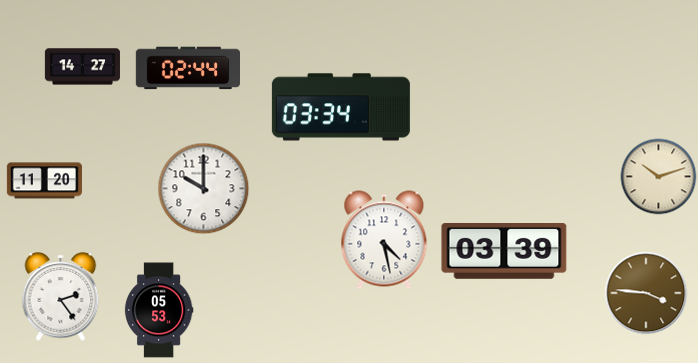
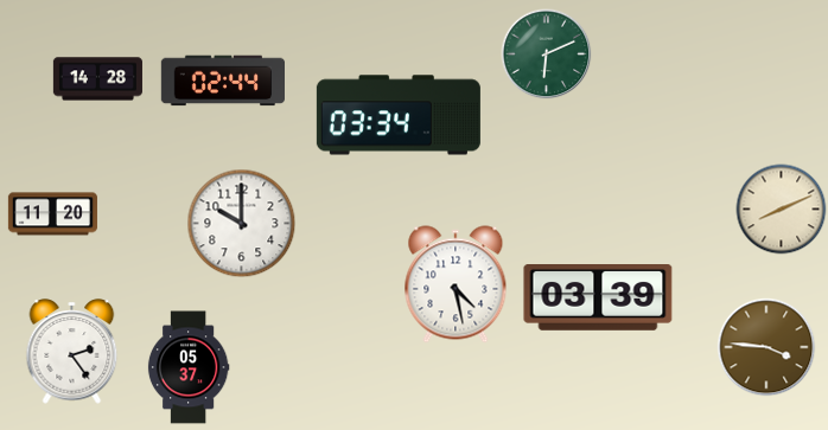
clock at (547, 54): none -> 6:11
clock at (82, 67): 14:27 -> 14:28
clock at (341, 107) position: (341, 107) -> (399, 115)
clock at (659, 177): 10:12 -> 8:11
clock at (159, 310): 05:53 -> 05:37
